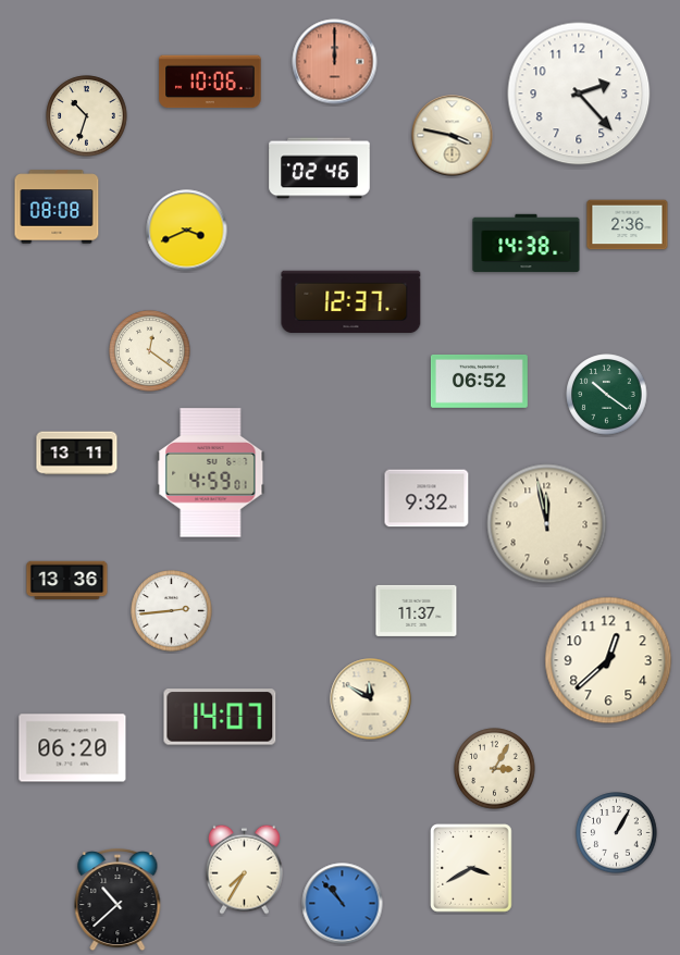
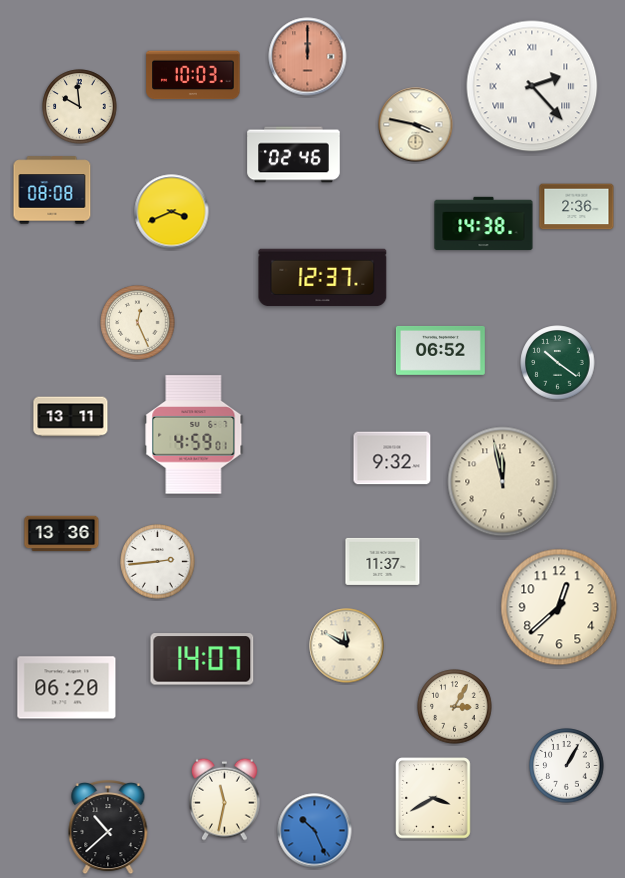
clock at (210, 82): 10:06 -> 10:03
clock at (579, 94) numerals: Arabic -> Roman
clock at (87, 116): 10:33 -> 9:59
clock at (150, 351): 12:21 -> 12:26
clock at (371, 699) position: (371, 699) -> (347, 646)
clock at (245, 869): 7:35 -> 11:32
clock at (343, 904): 10:53 -> 10:26
